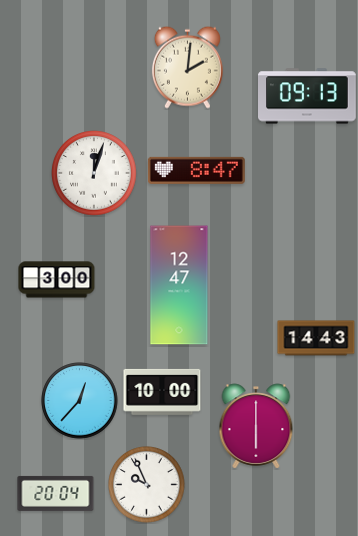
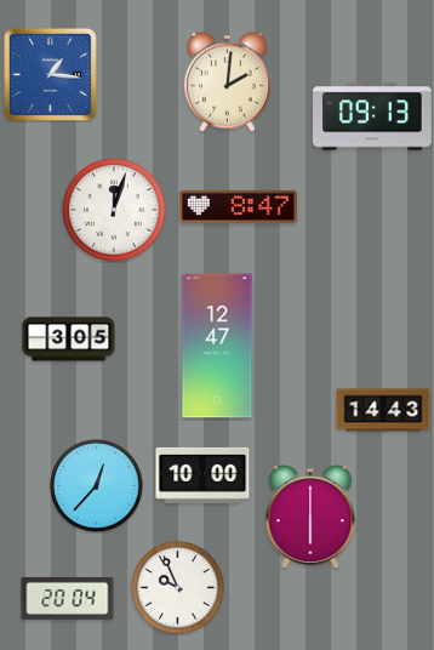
clock at (50, 74): none -> 1:16
clock at (57, 280): 3:00 -> 3:05
clock at (162, 392) position: (162, 392) -> (202, 475)
